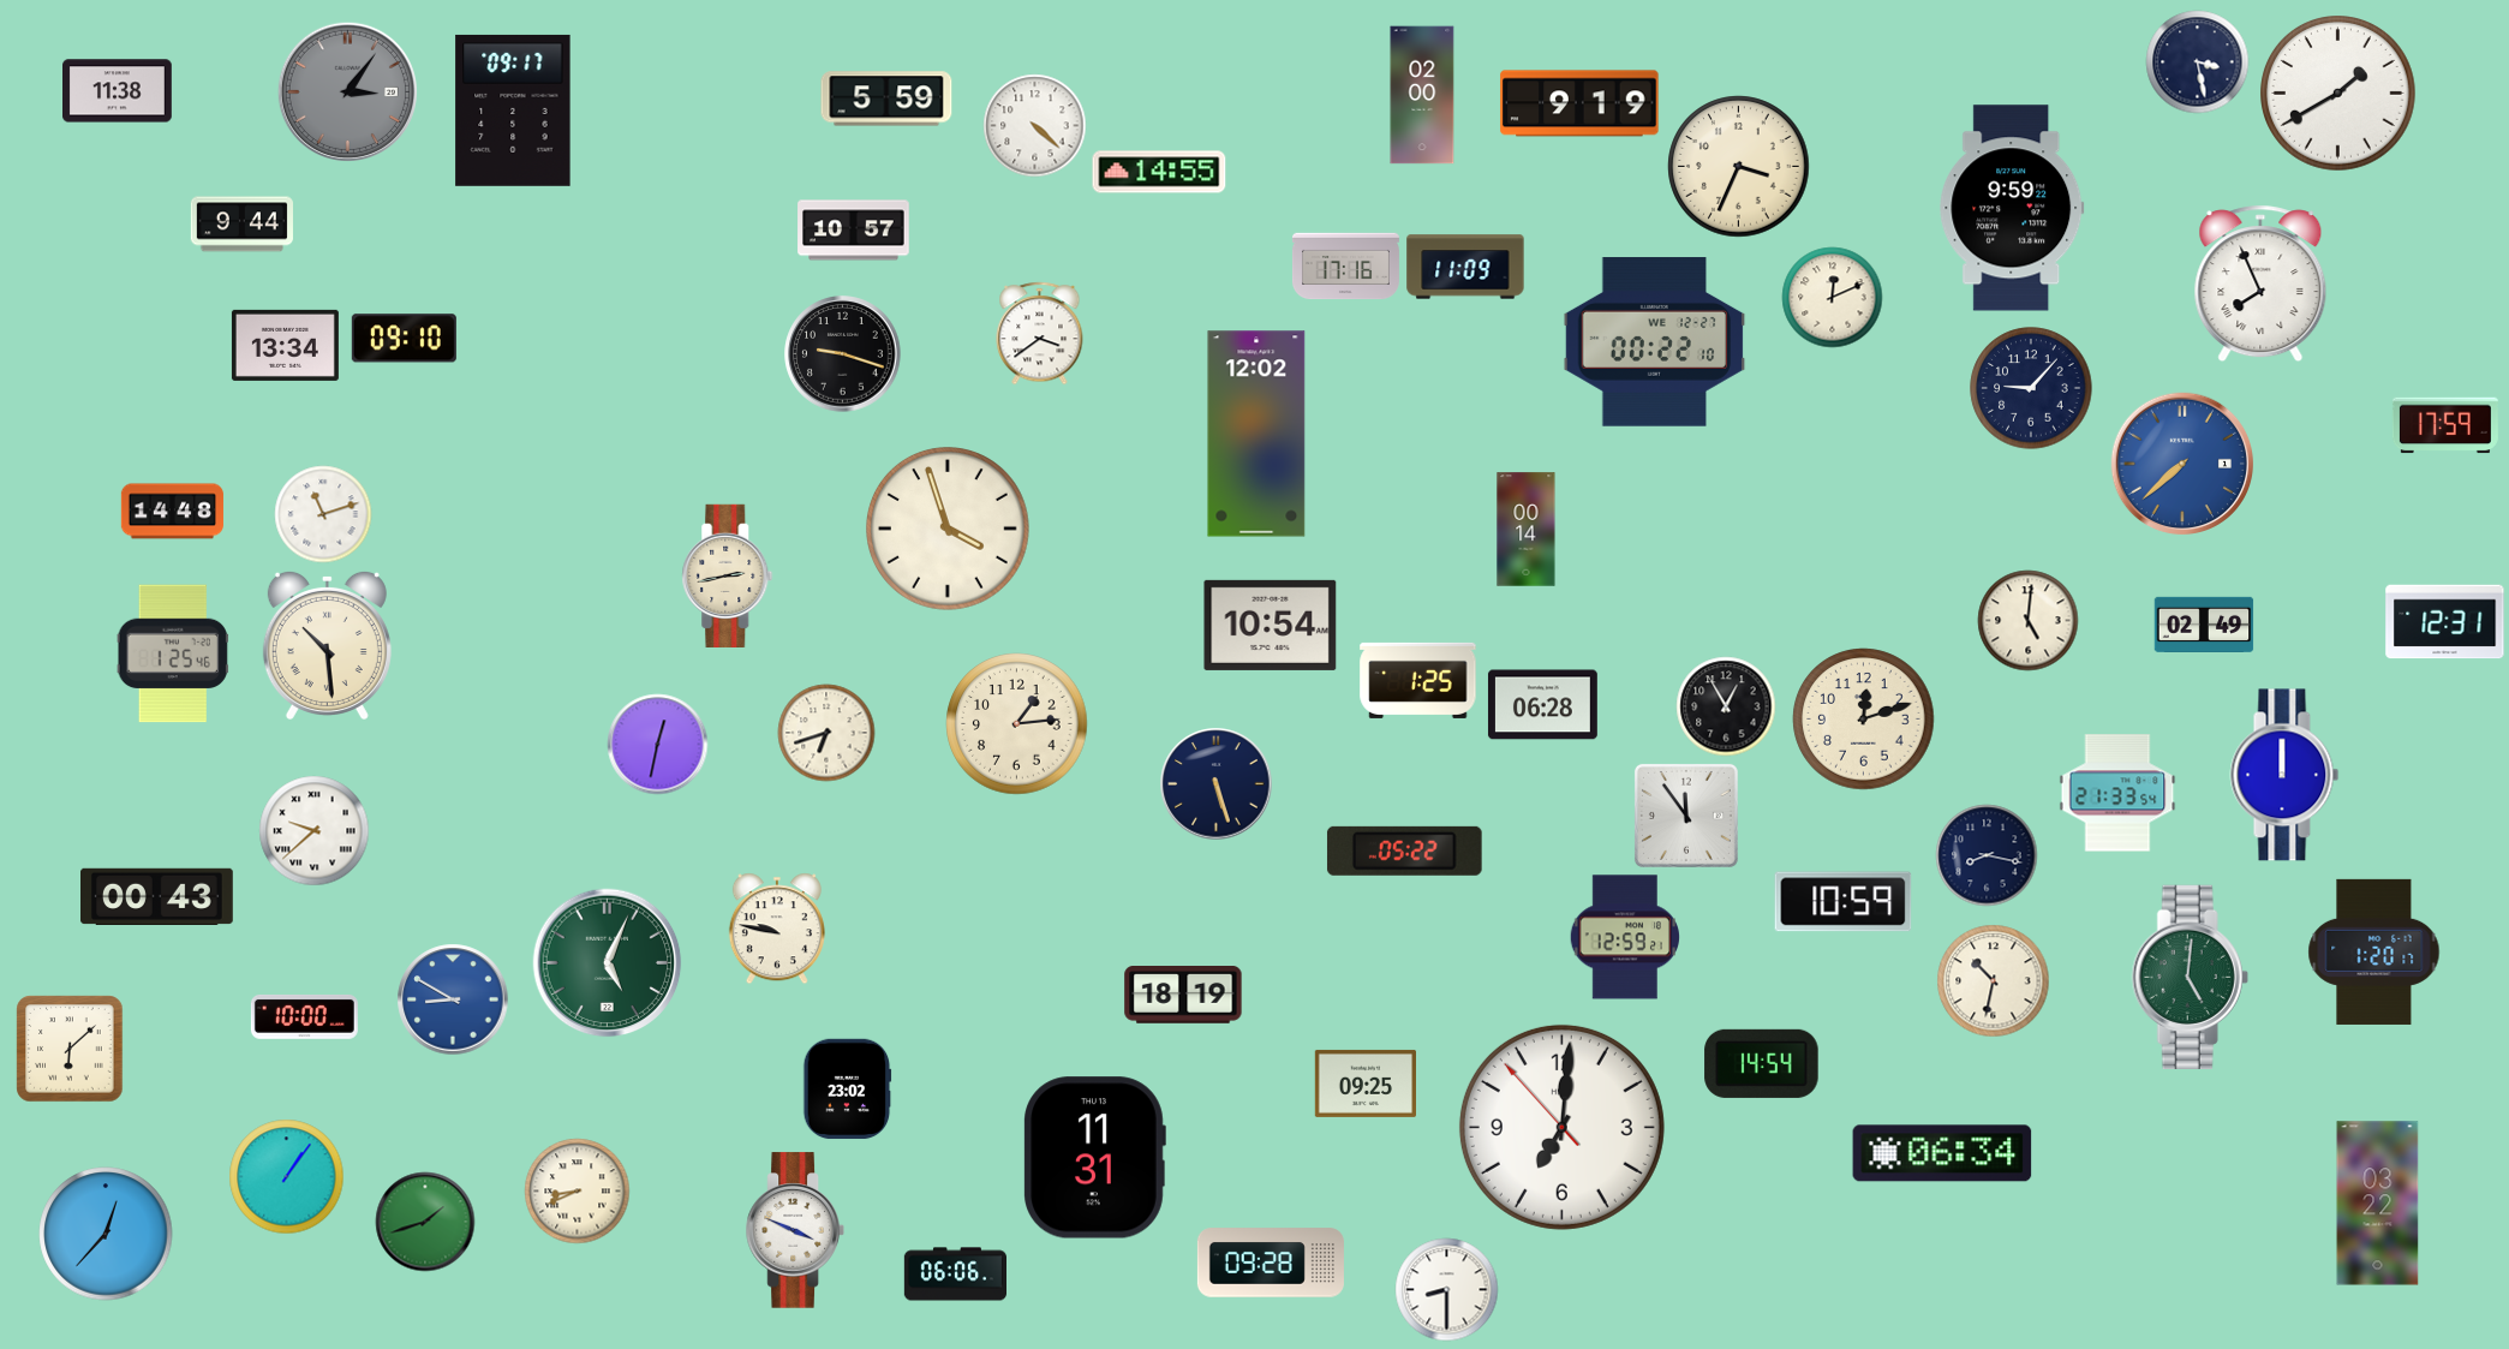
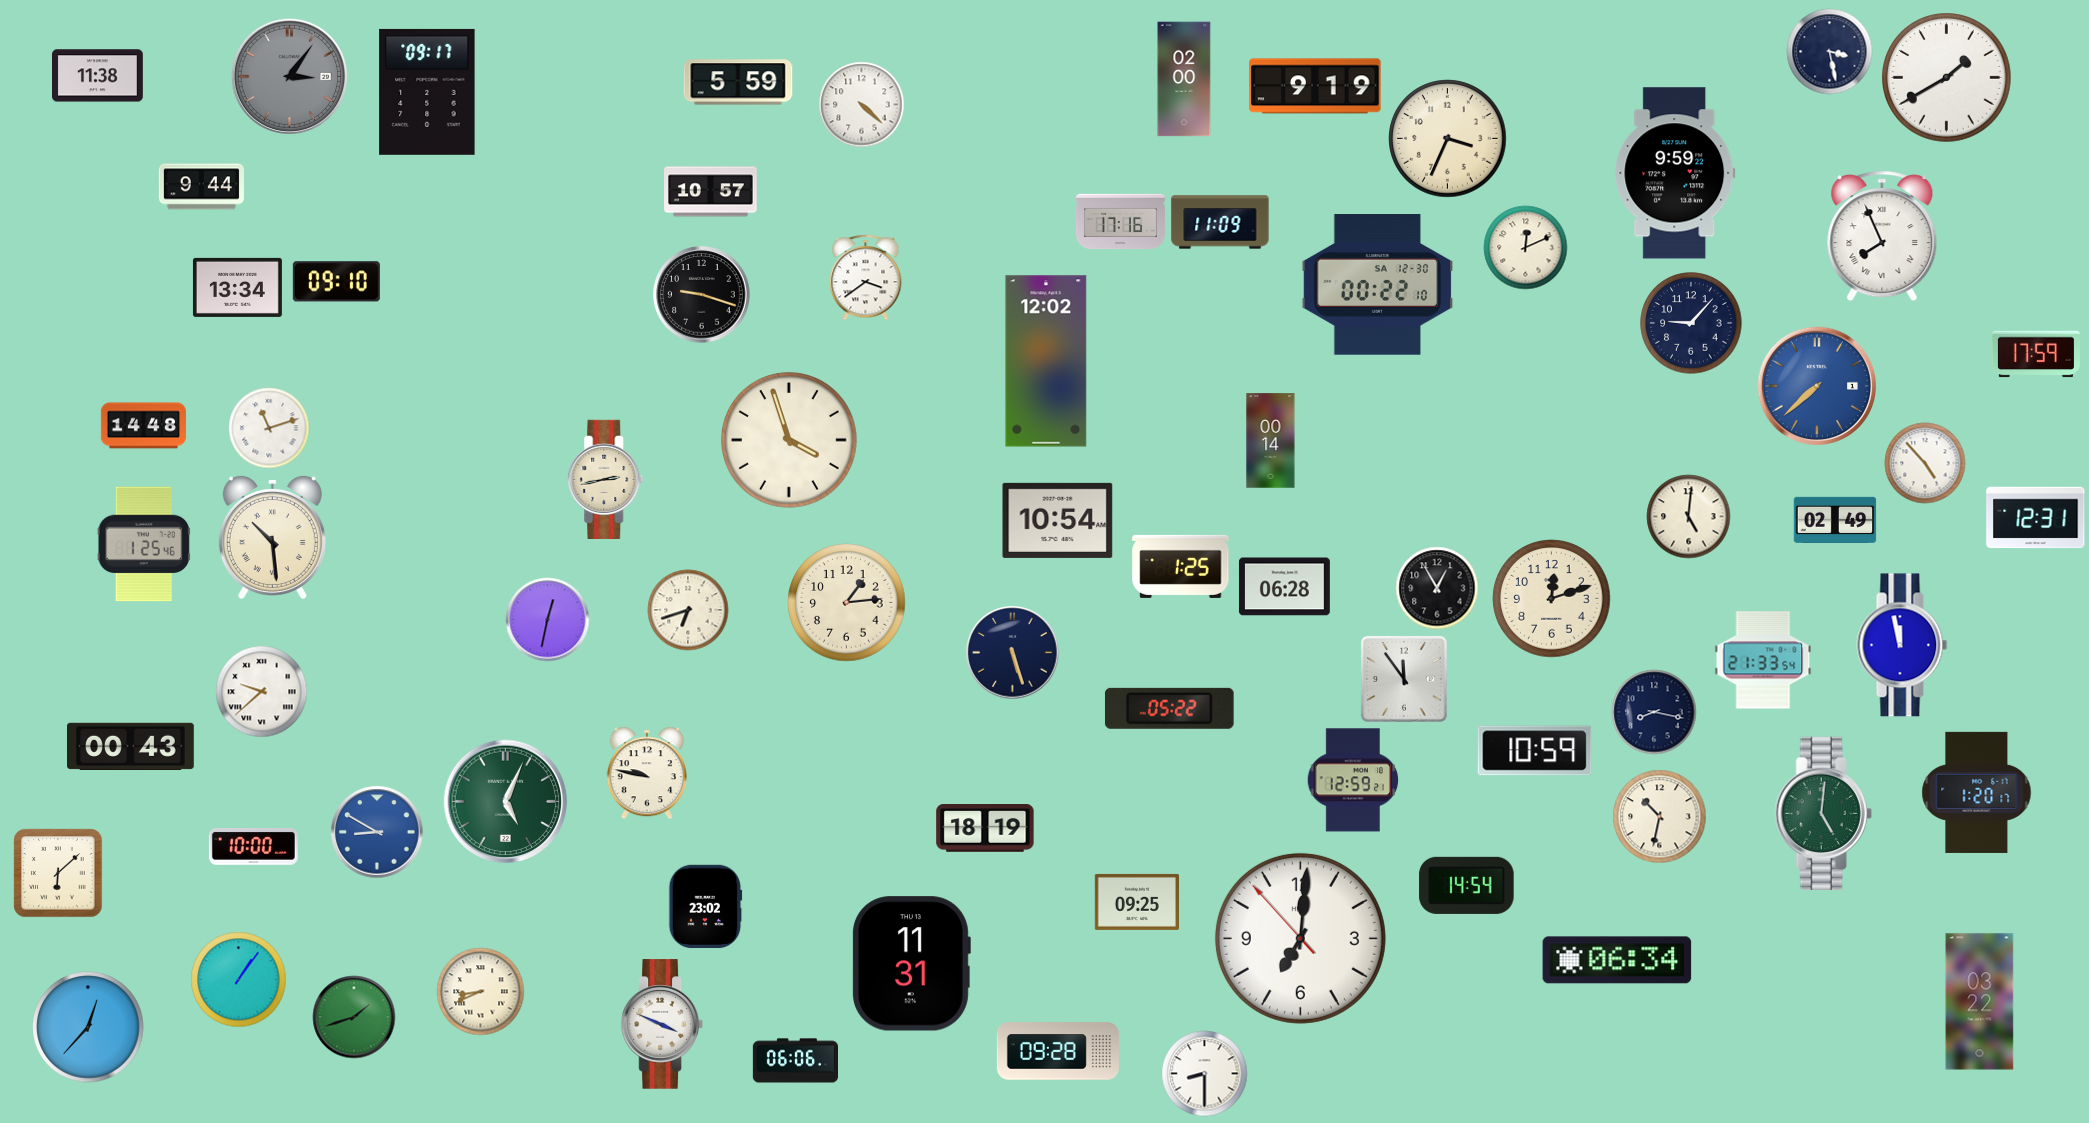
clock at (1159, 172): 14:55 -> none
clock at (1655, 342) date: WE 12-27 -> SA 12-30
clock at (1925, 463): none -> 4:53
clock at (2284, 775): 12:00 -> 11:58
